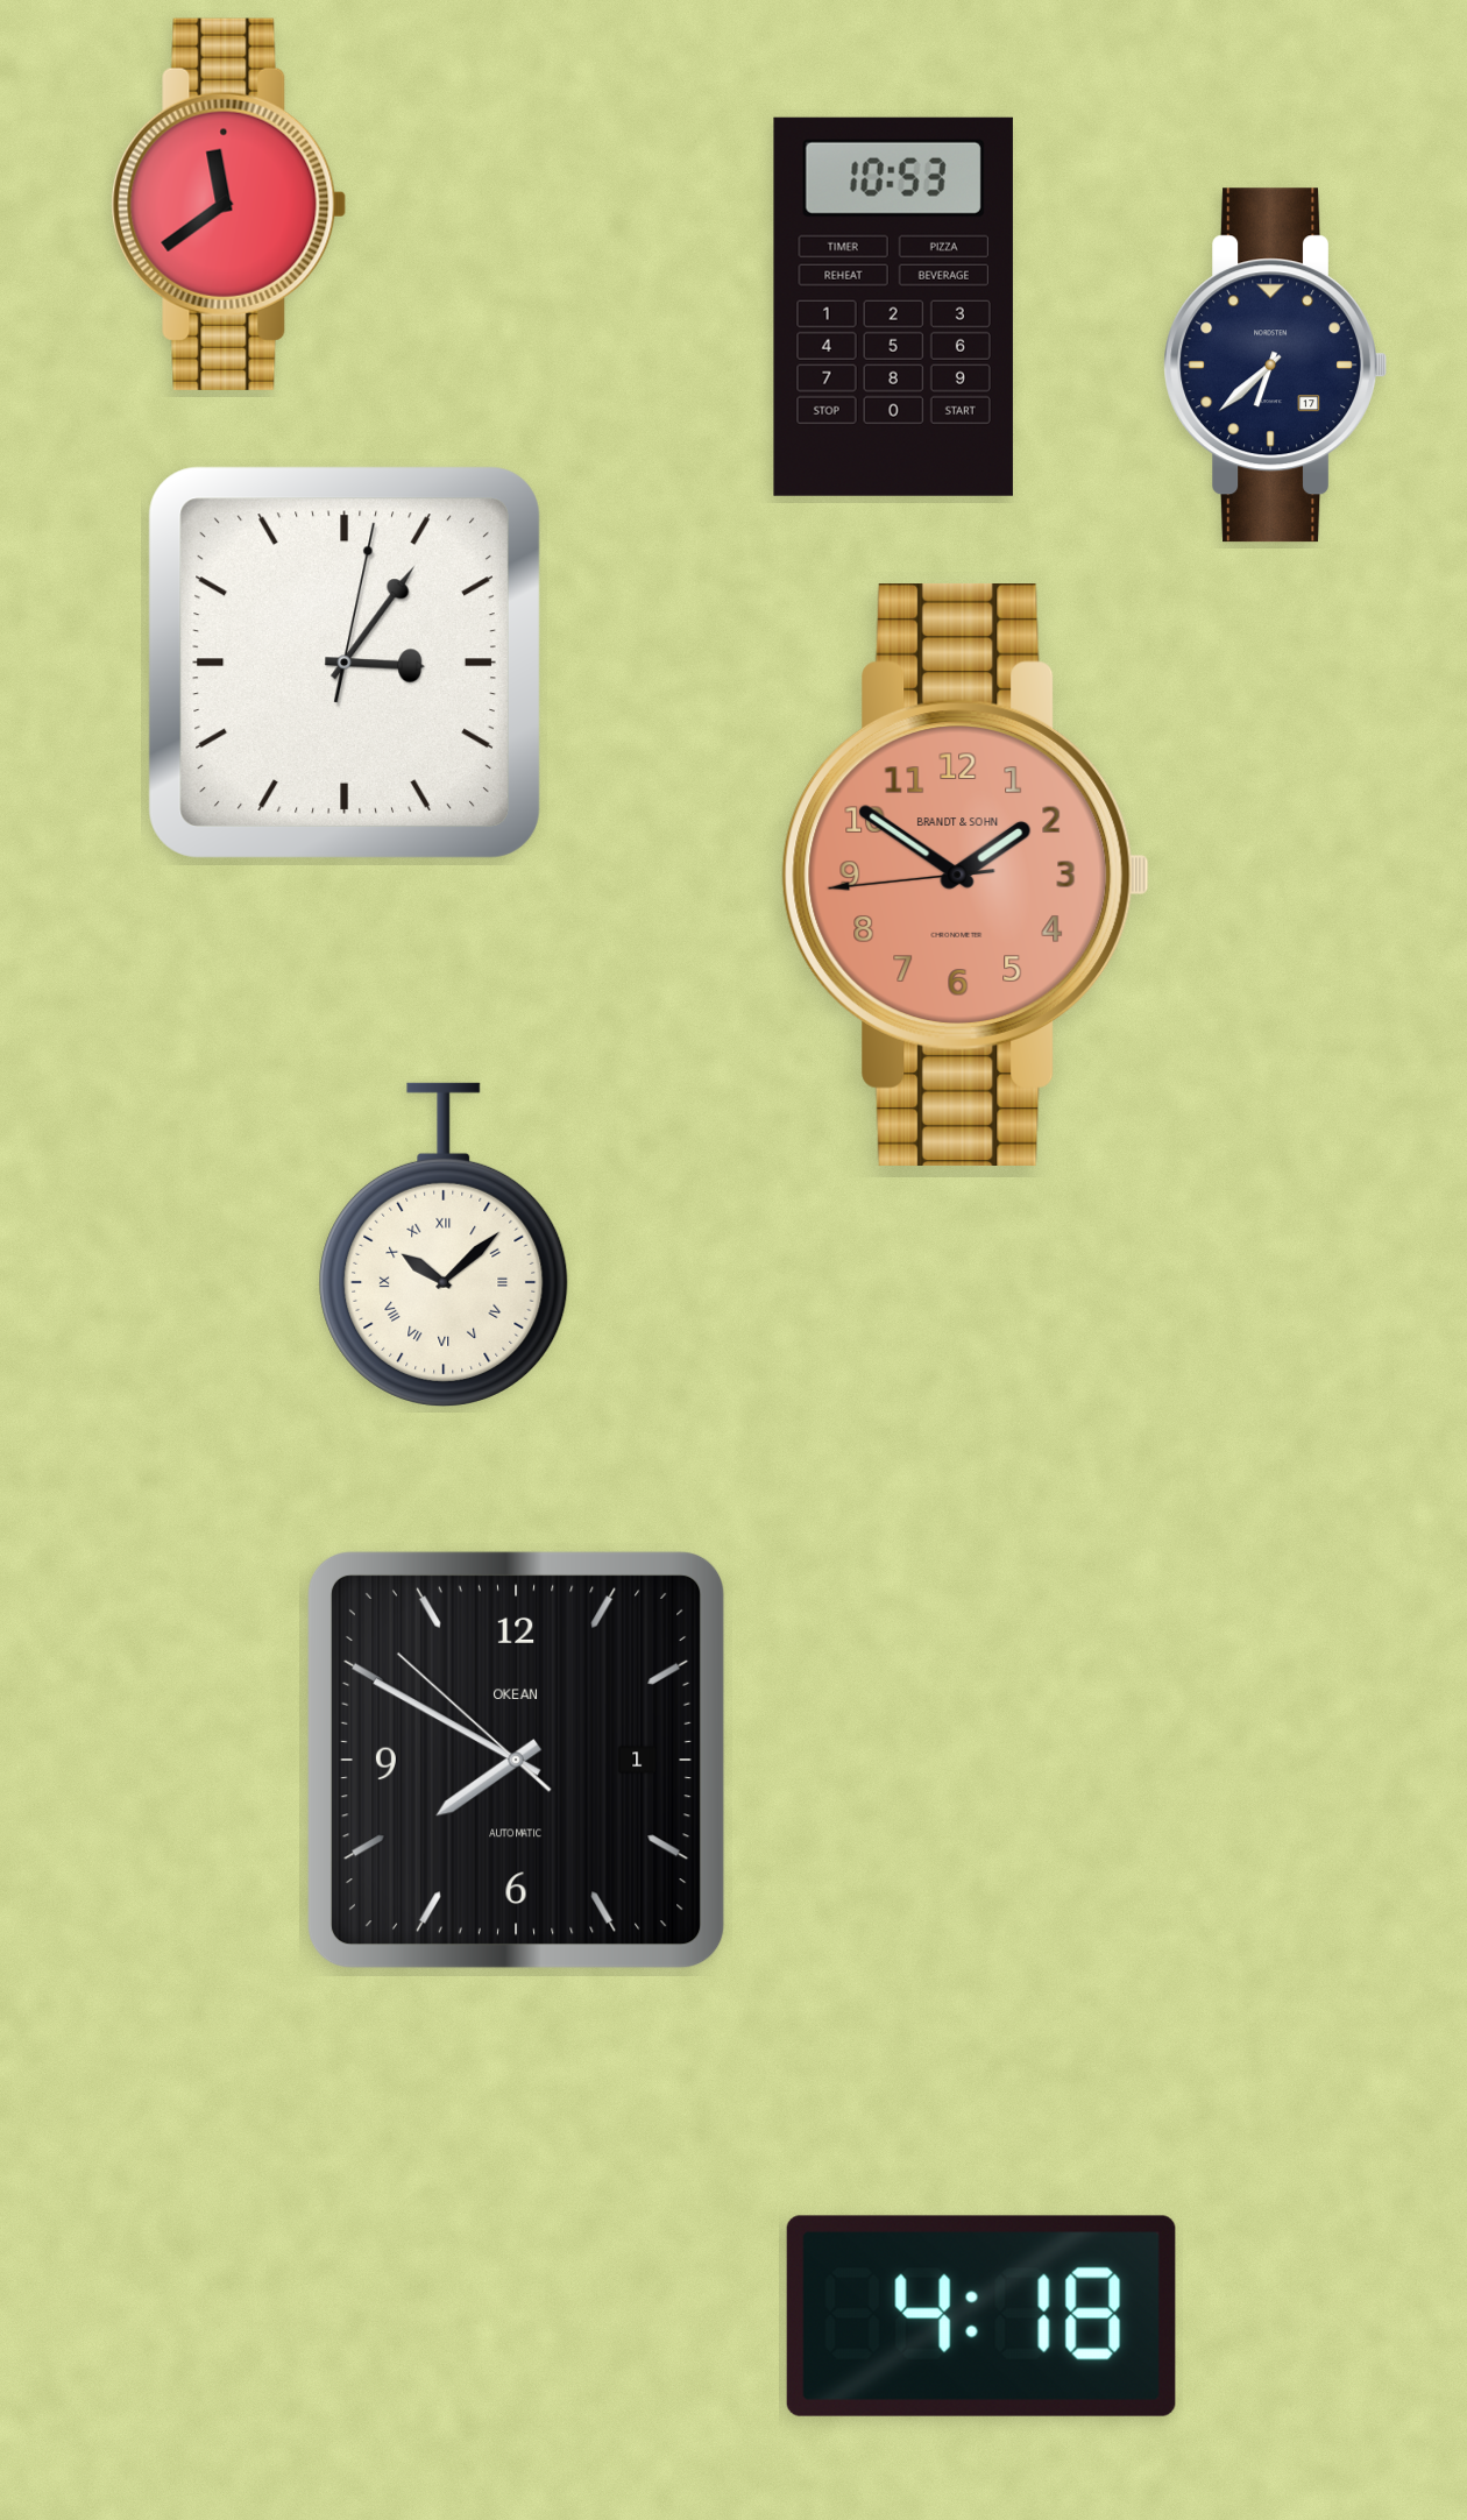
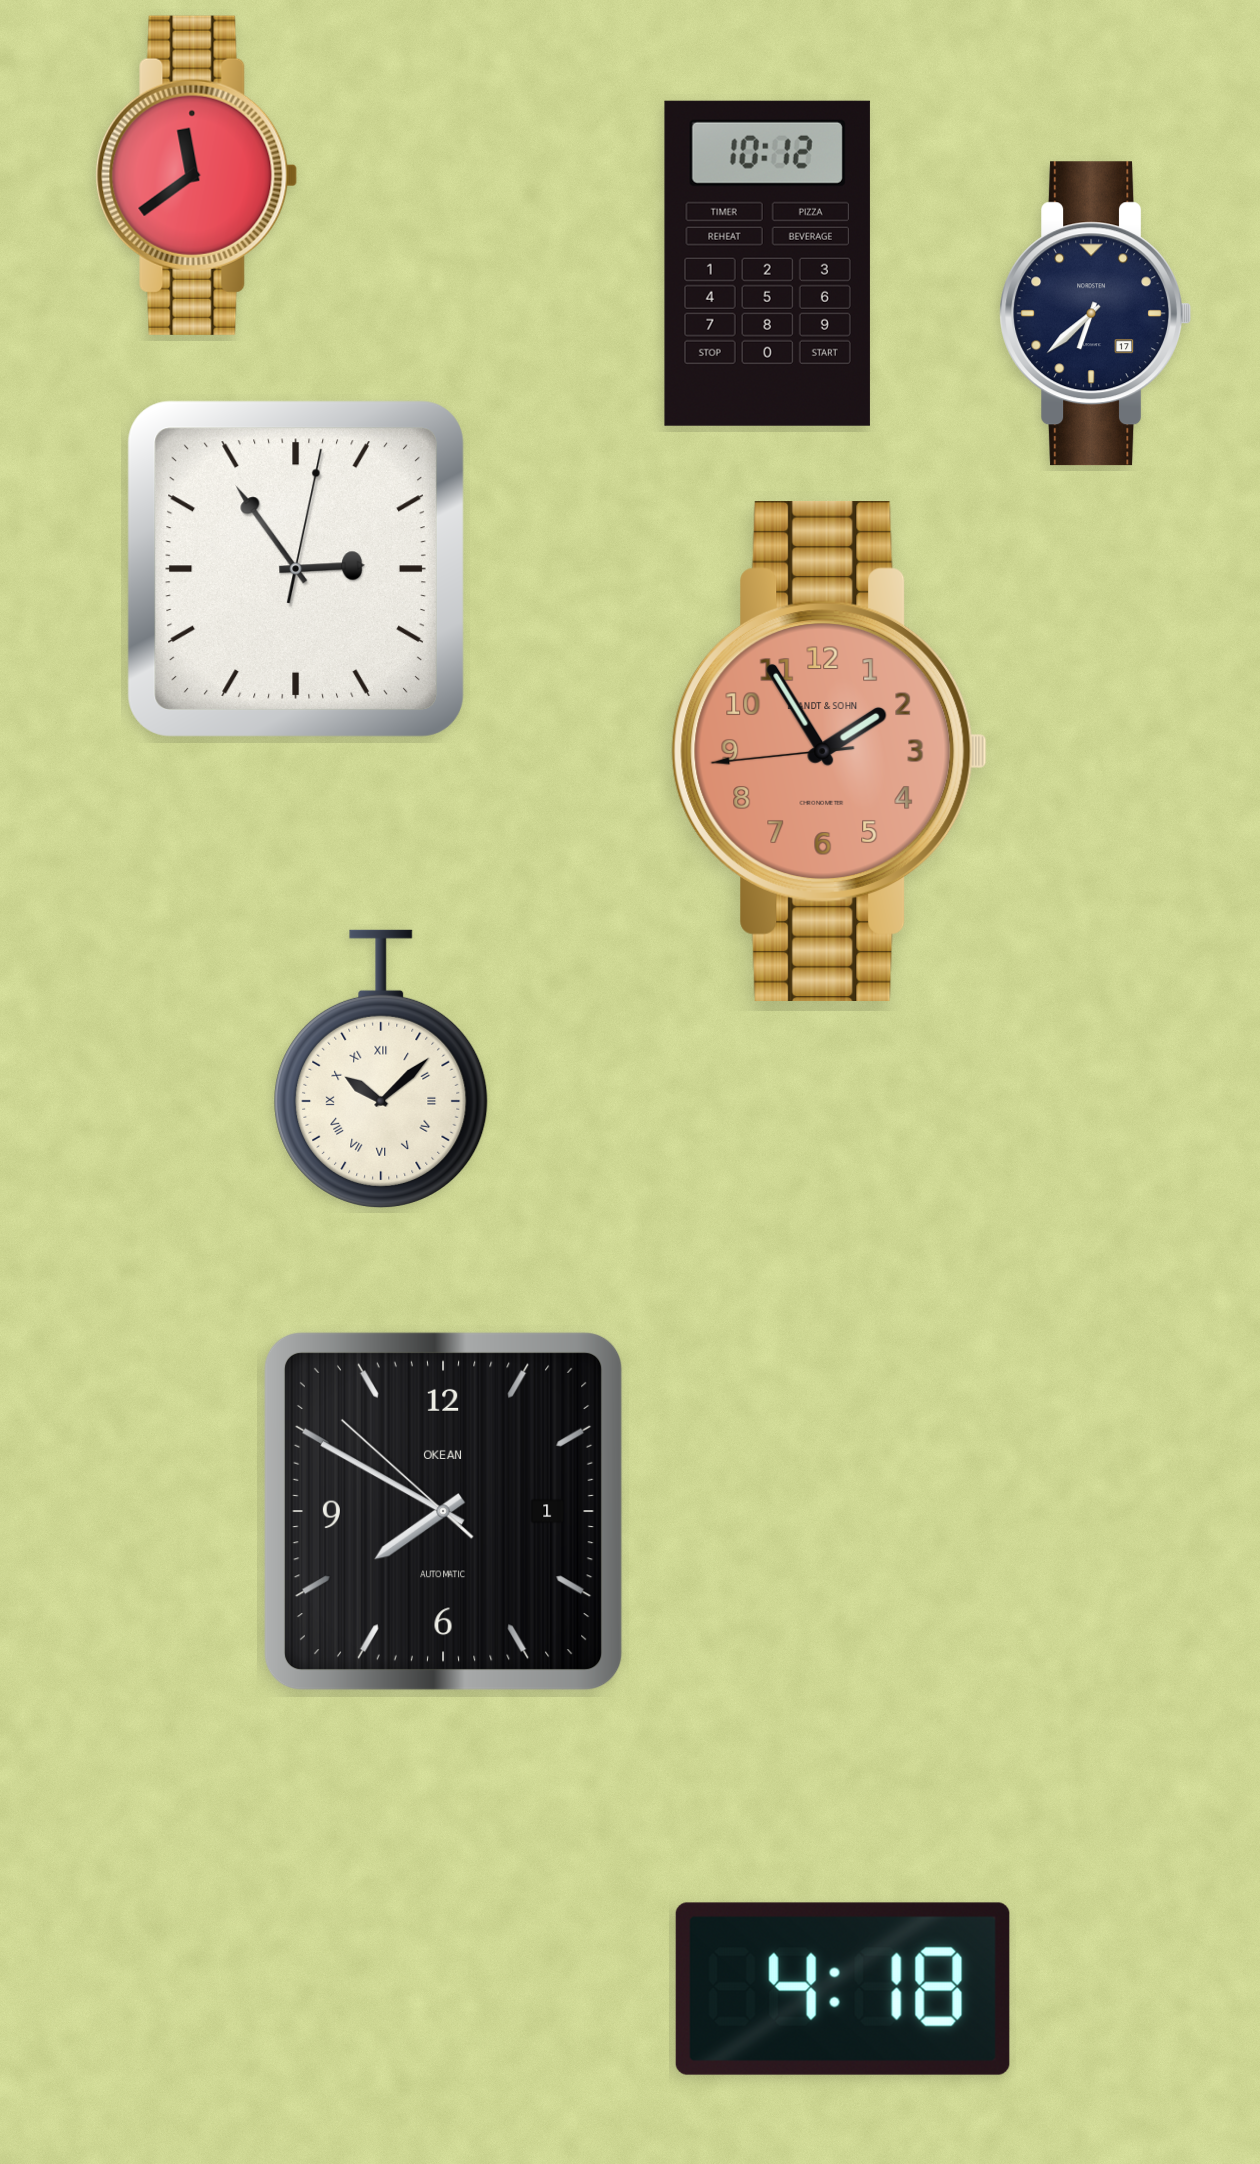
clock at (893, 306): 10:53 -> 10:12
clock at (345, 663): 3:06 -> 2:54
clock at (965, 875): 1:50 -> 1:54
